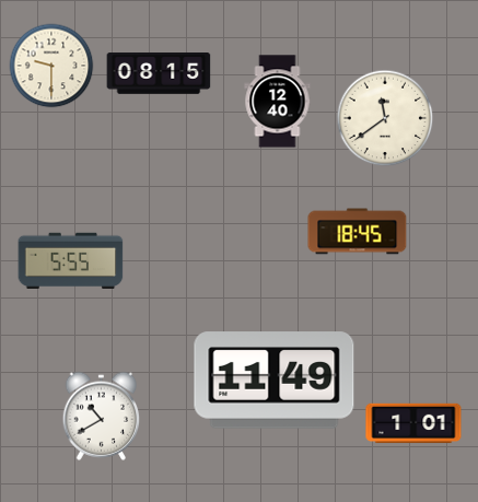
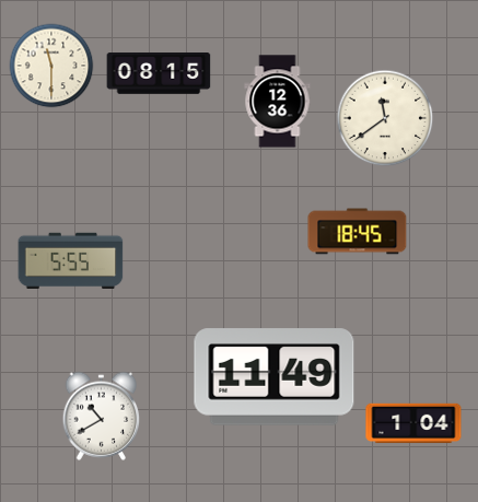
clock at (51, 66): 9:30 -> 11:30
clock at (278, 102): 12:40 -> 12:36
clock at (275, 381) position: (275, 381) -> (275, 377)
clock at (413, 423): 1:01 -> 1:04
